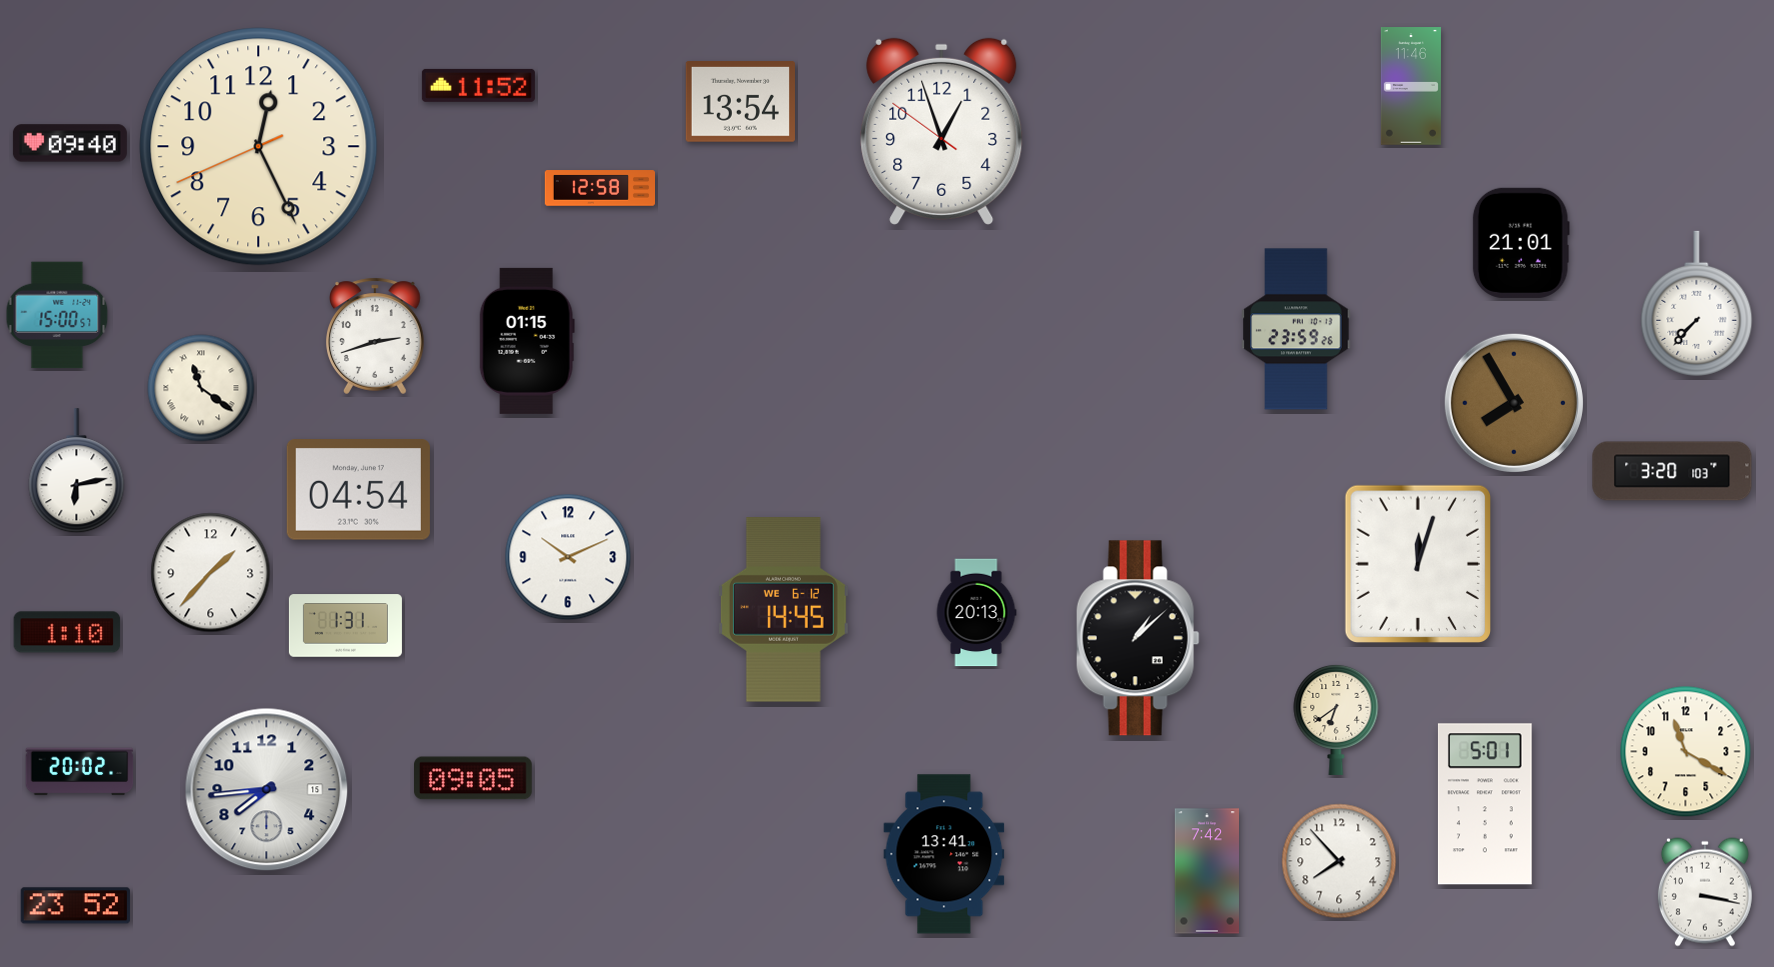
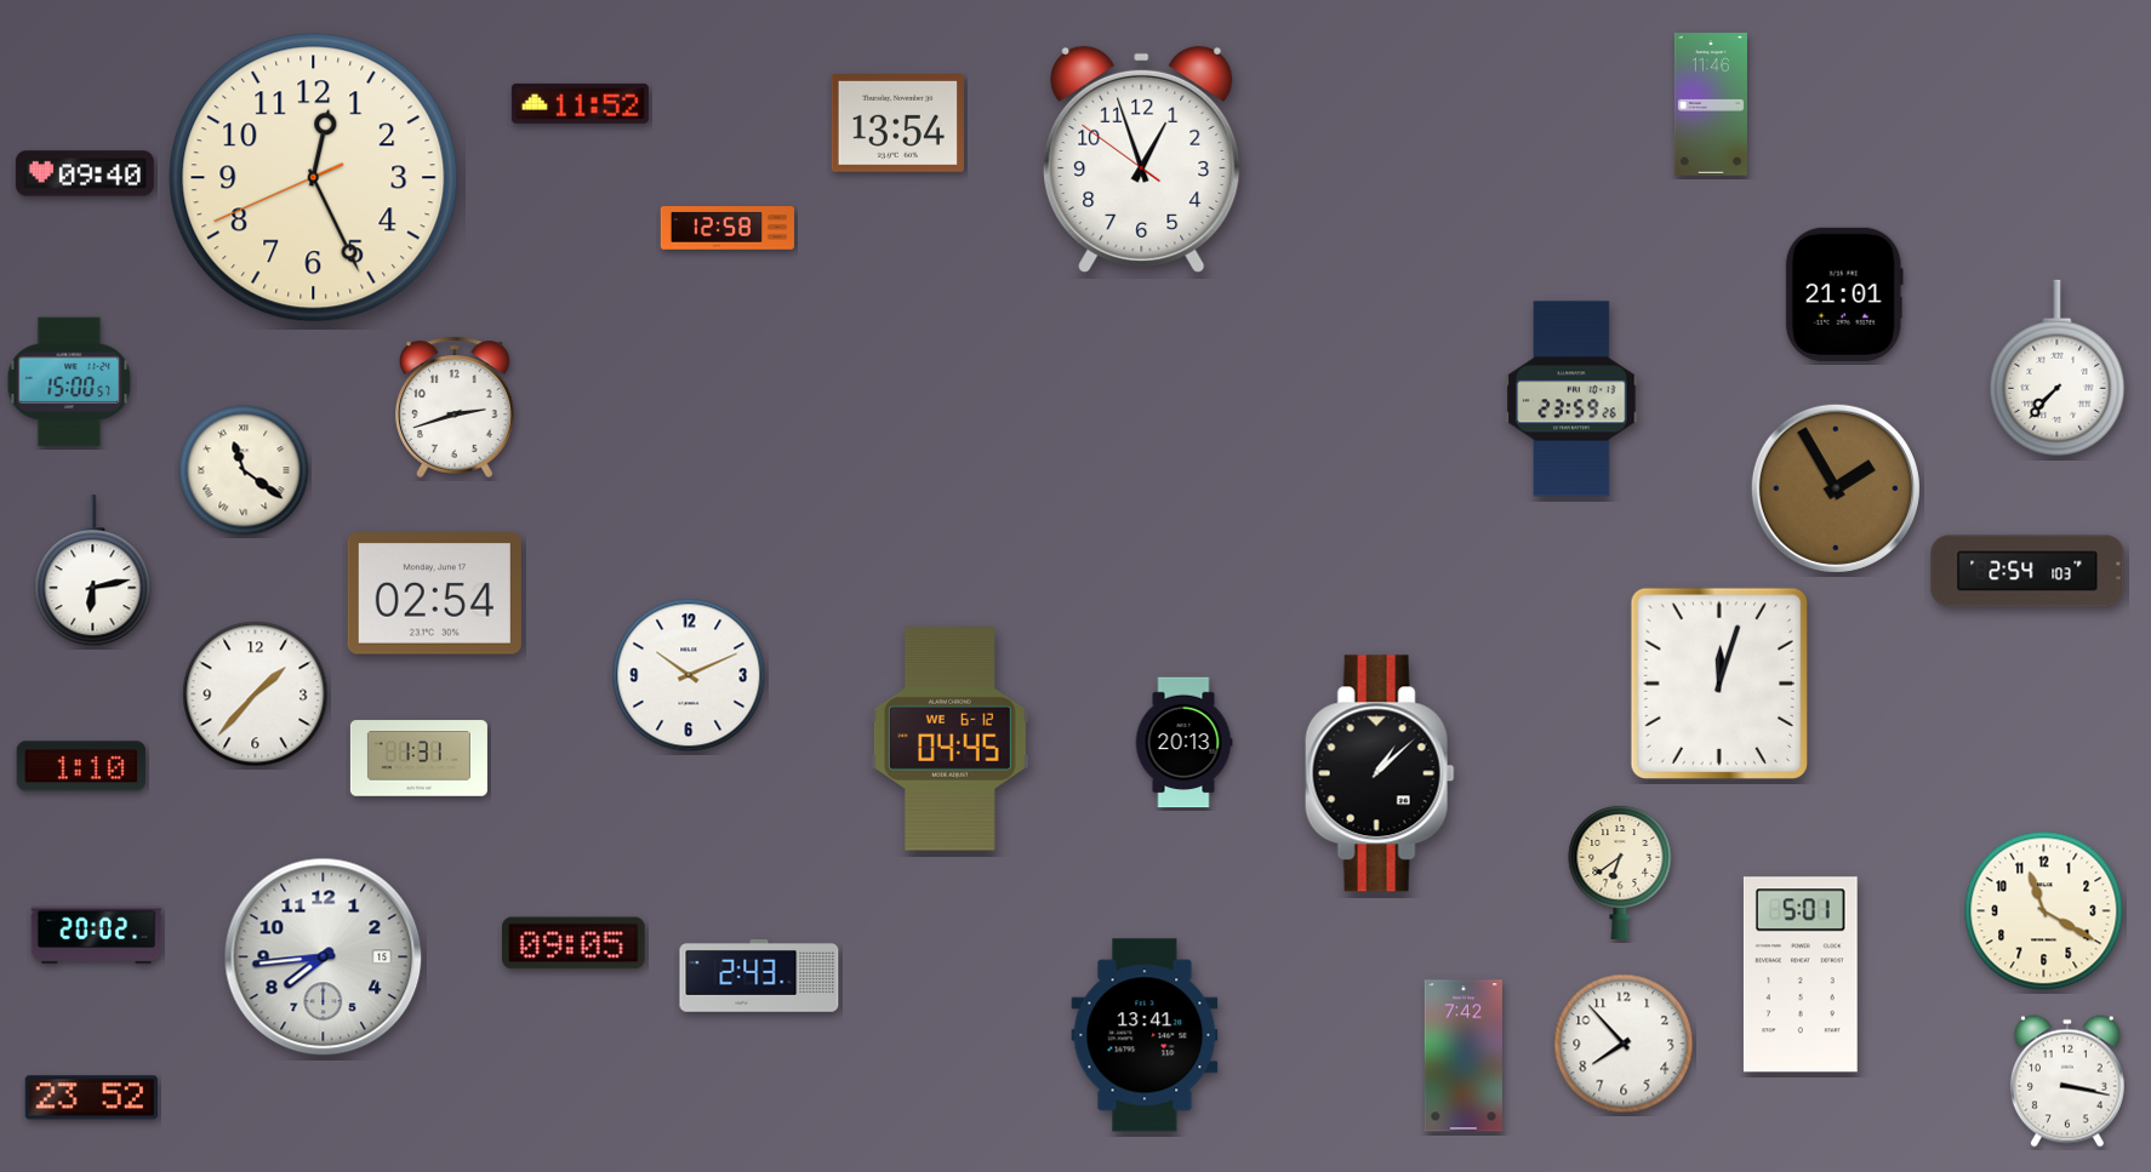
clock at (527, 341): 01:15 -> none
clock at (1514, 403): 7:55 -> 1:55
clock at (1672, 471): 3:20 -> 2:54
clock at (358, 490): 04:54 -> 02:54
clock at (783, 610): 14:45 -> 04:45
clock at (759, 977): none -> 2:43
